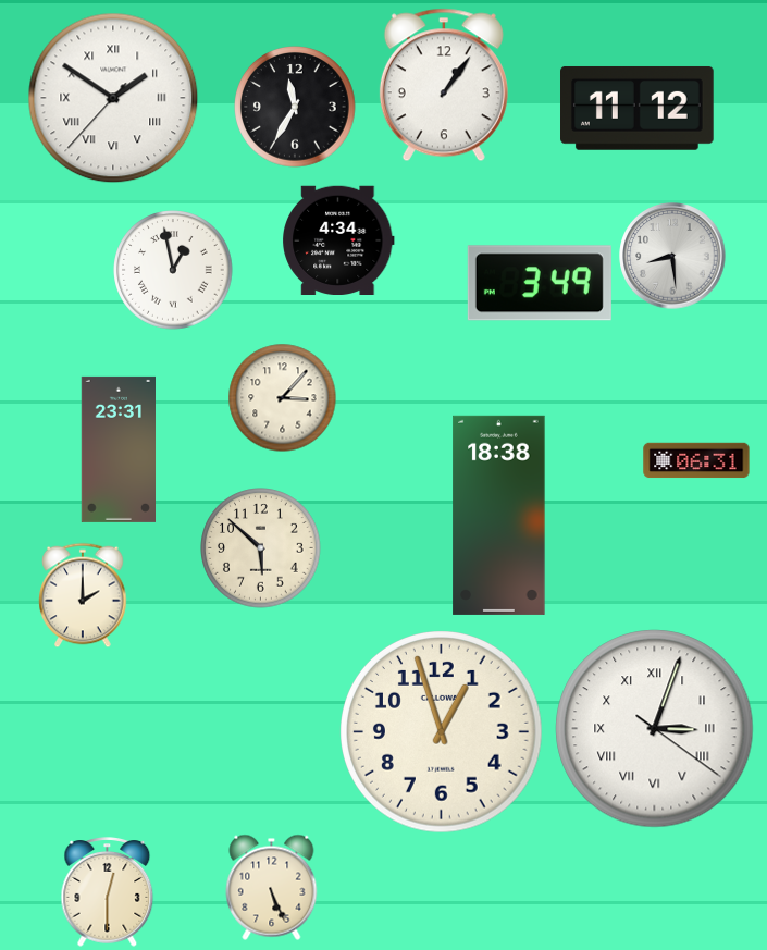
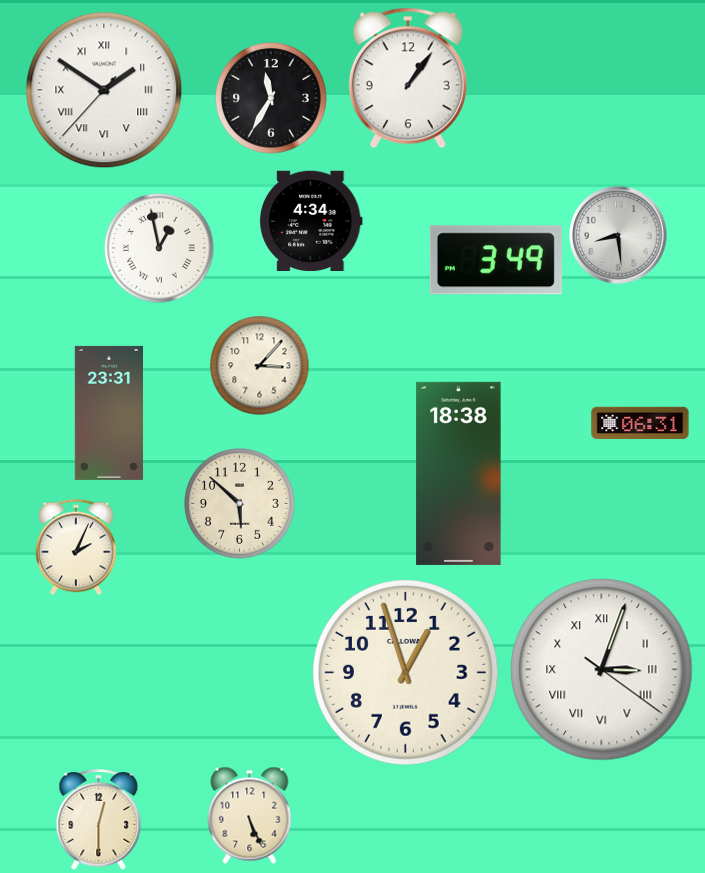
clock at (638, 108): 11:12 -> none
clock at (83, 595): 2:00 -> 2:04
